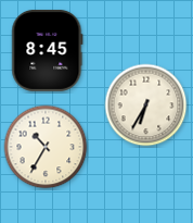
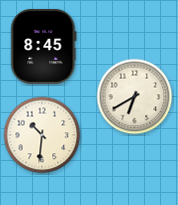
clock at (146, 106): 6:35 -> 6:40
clock at (46, 147): 10:35 -> 10:31
